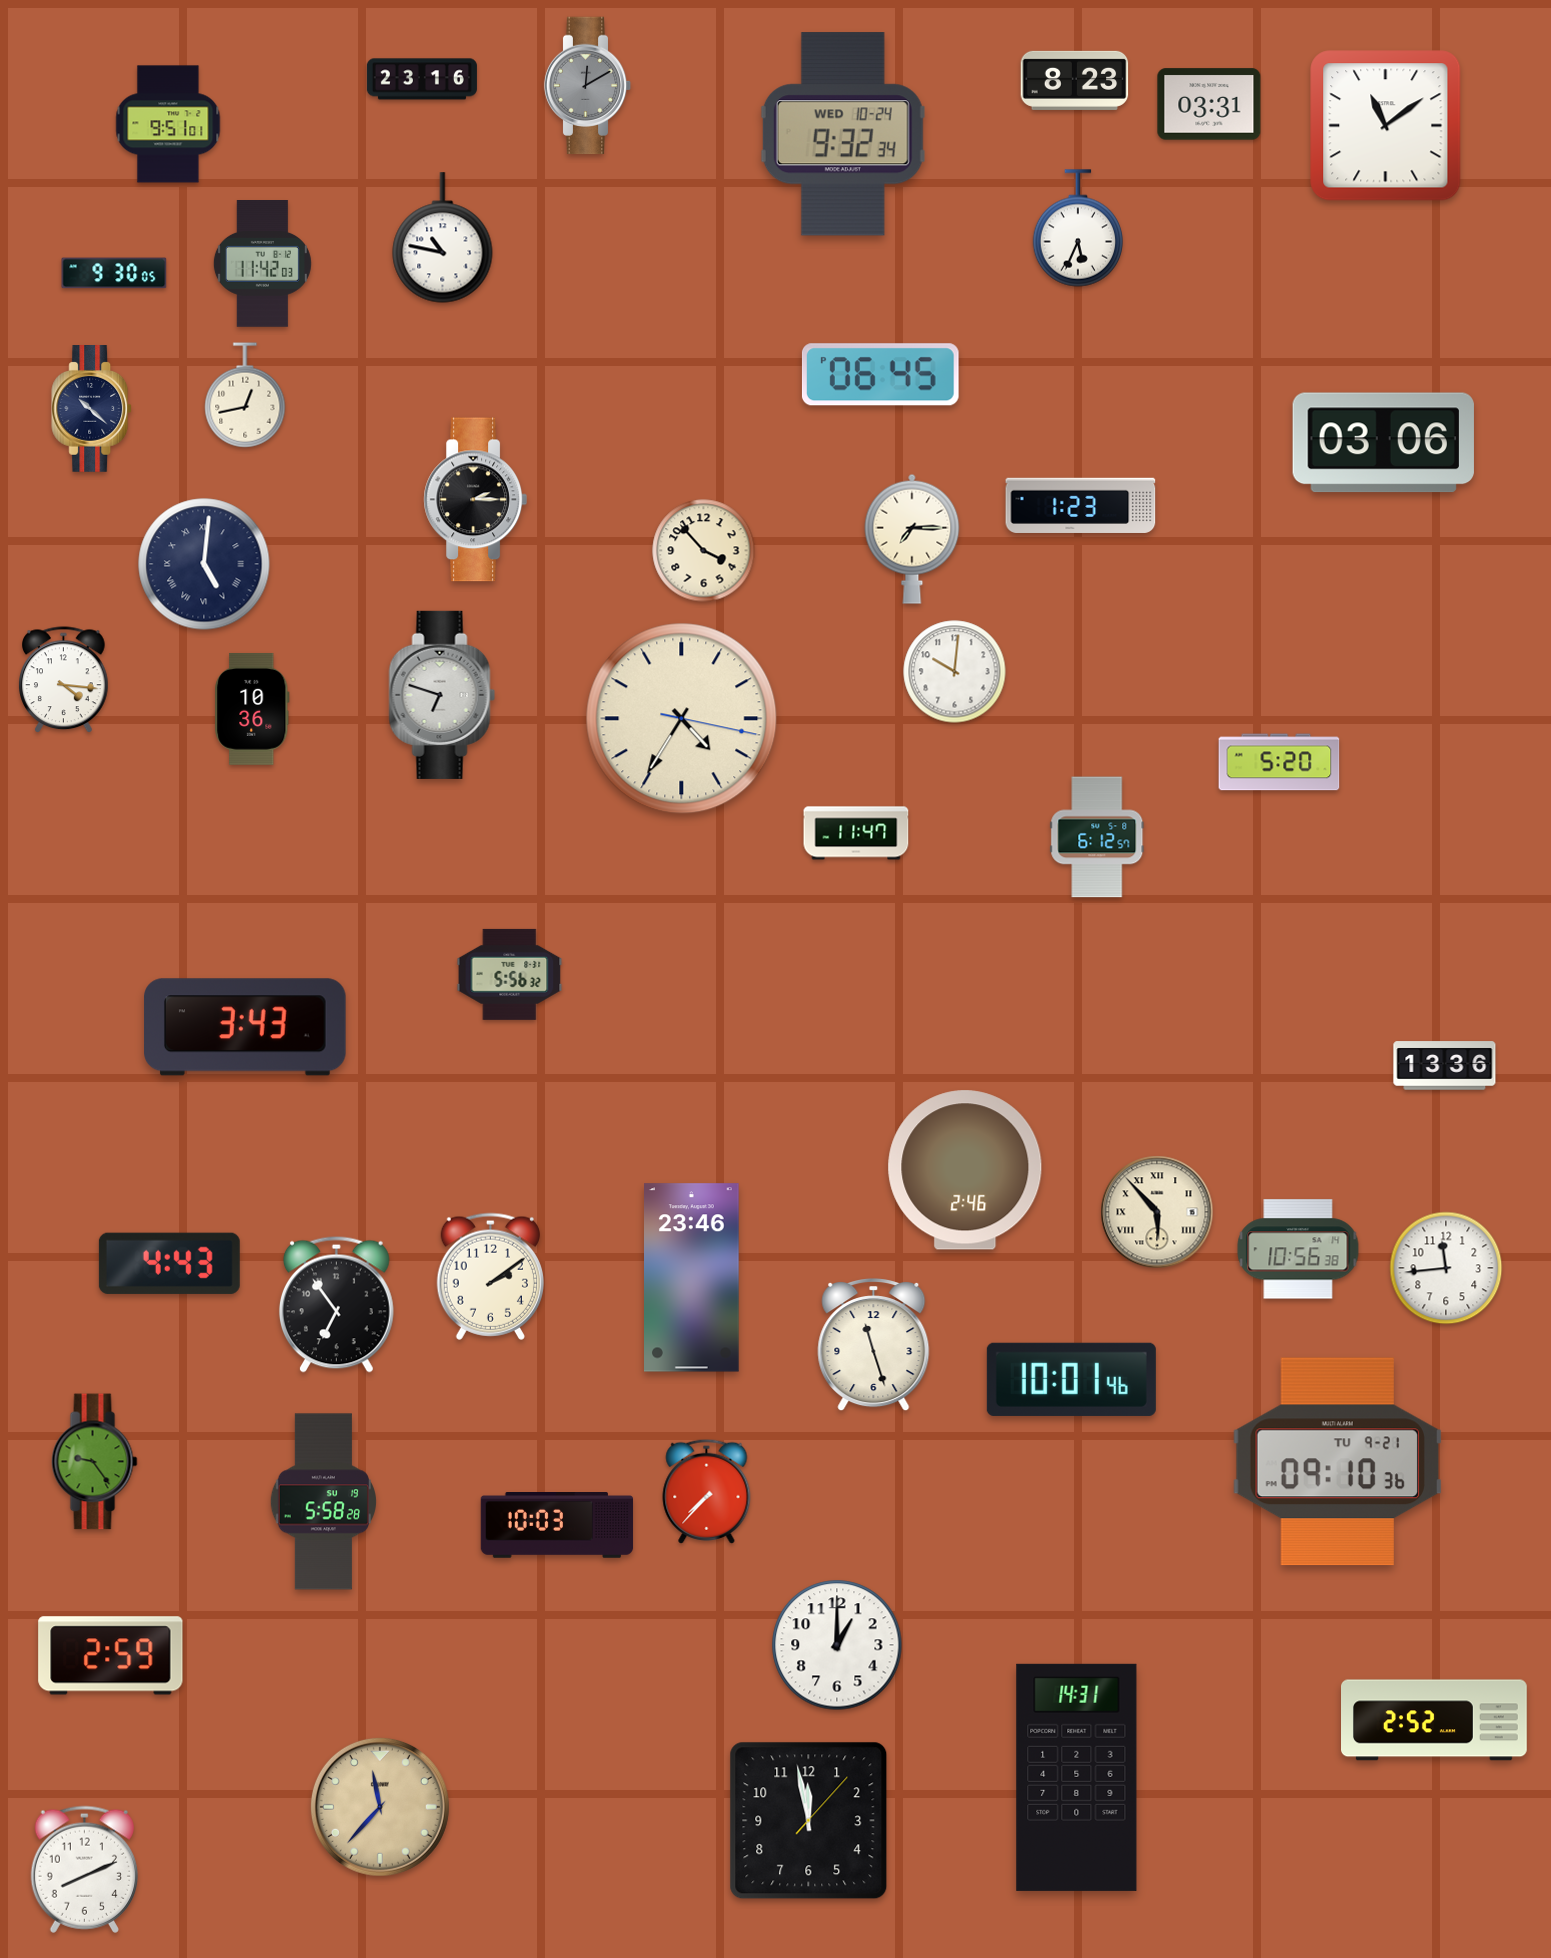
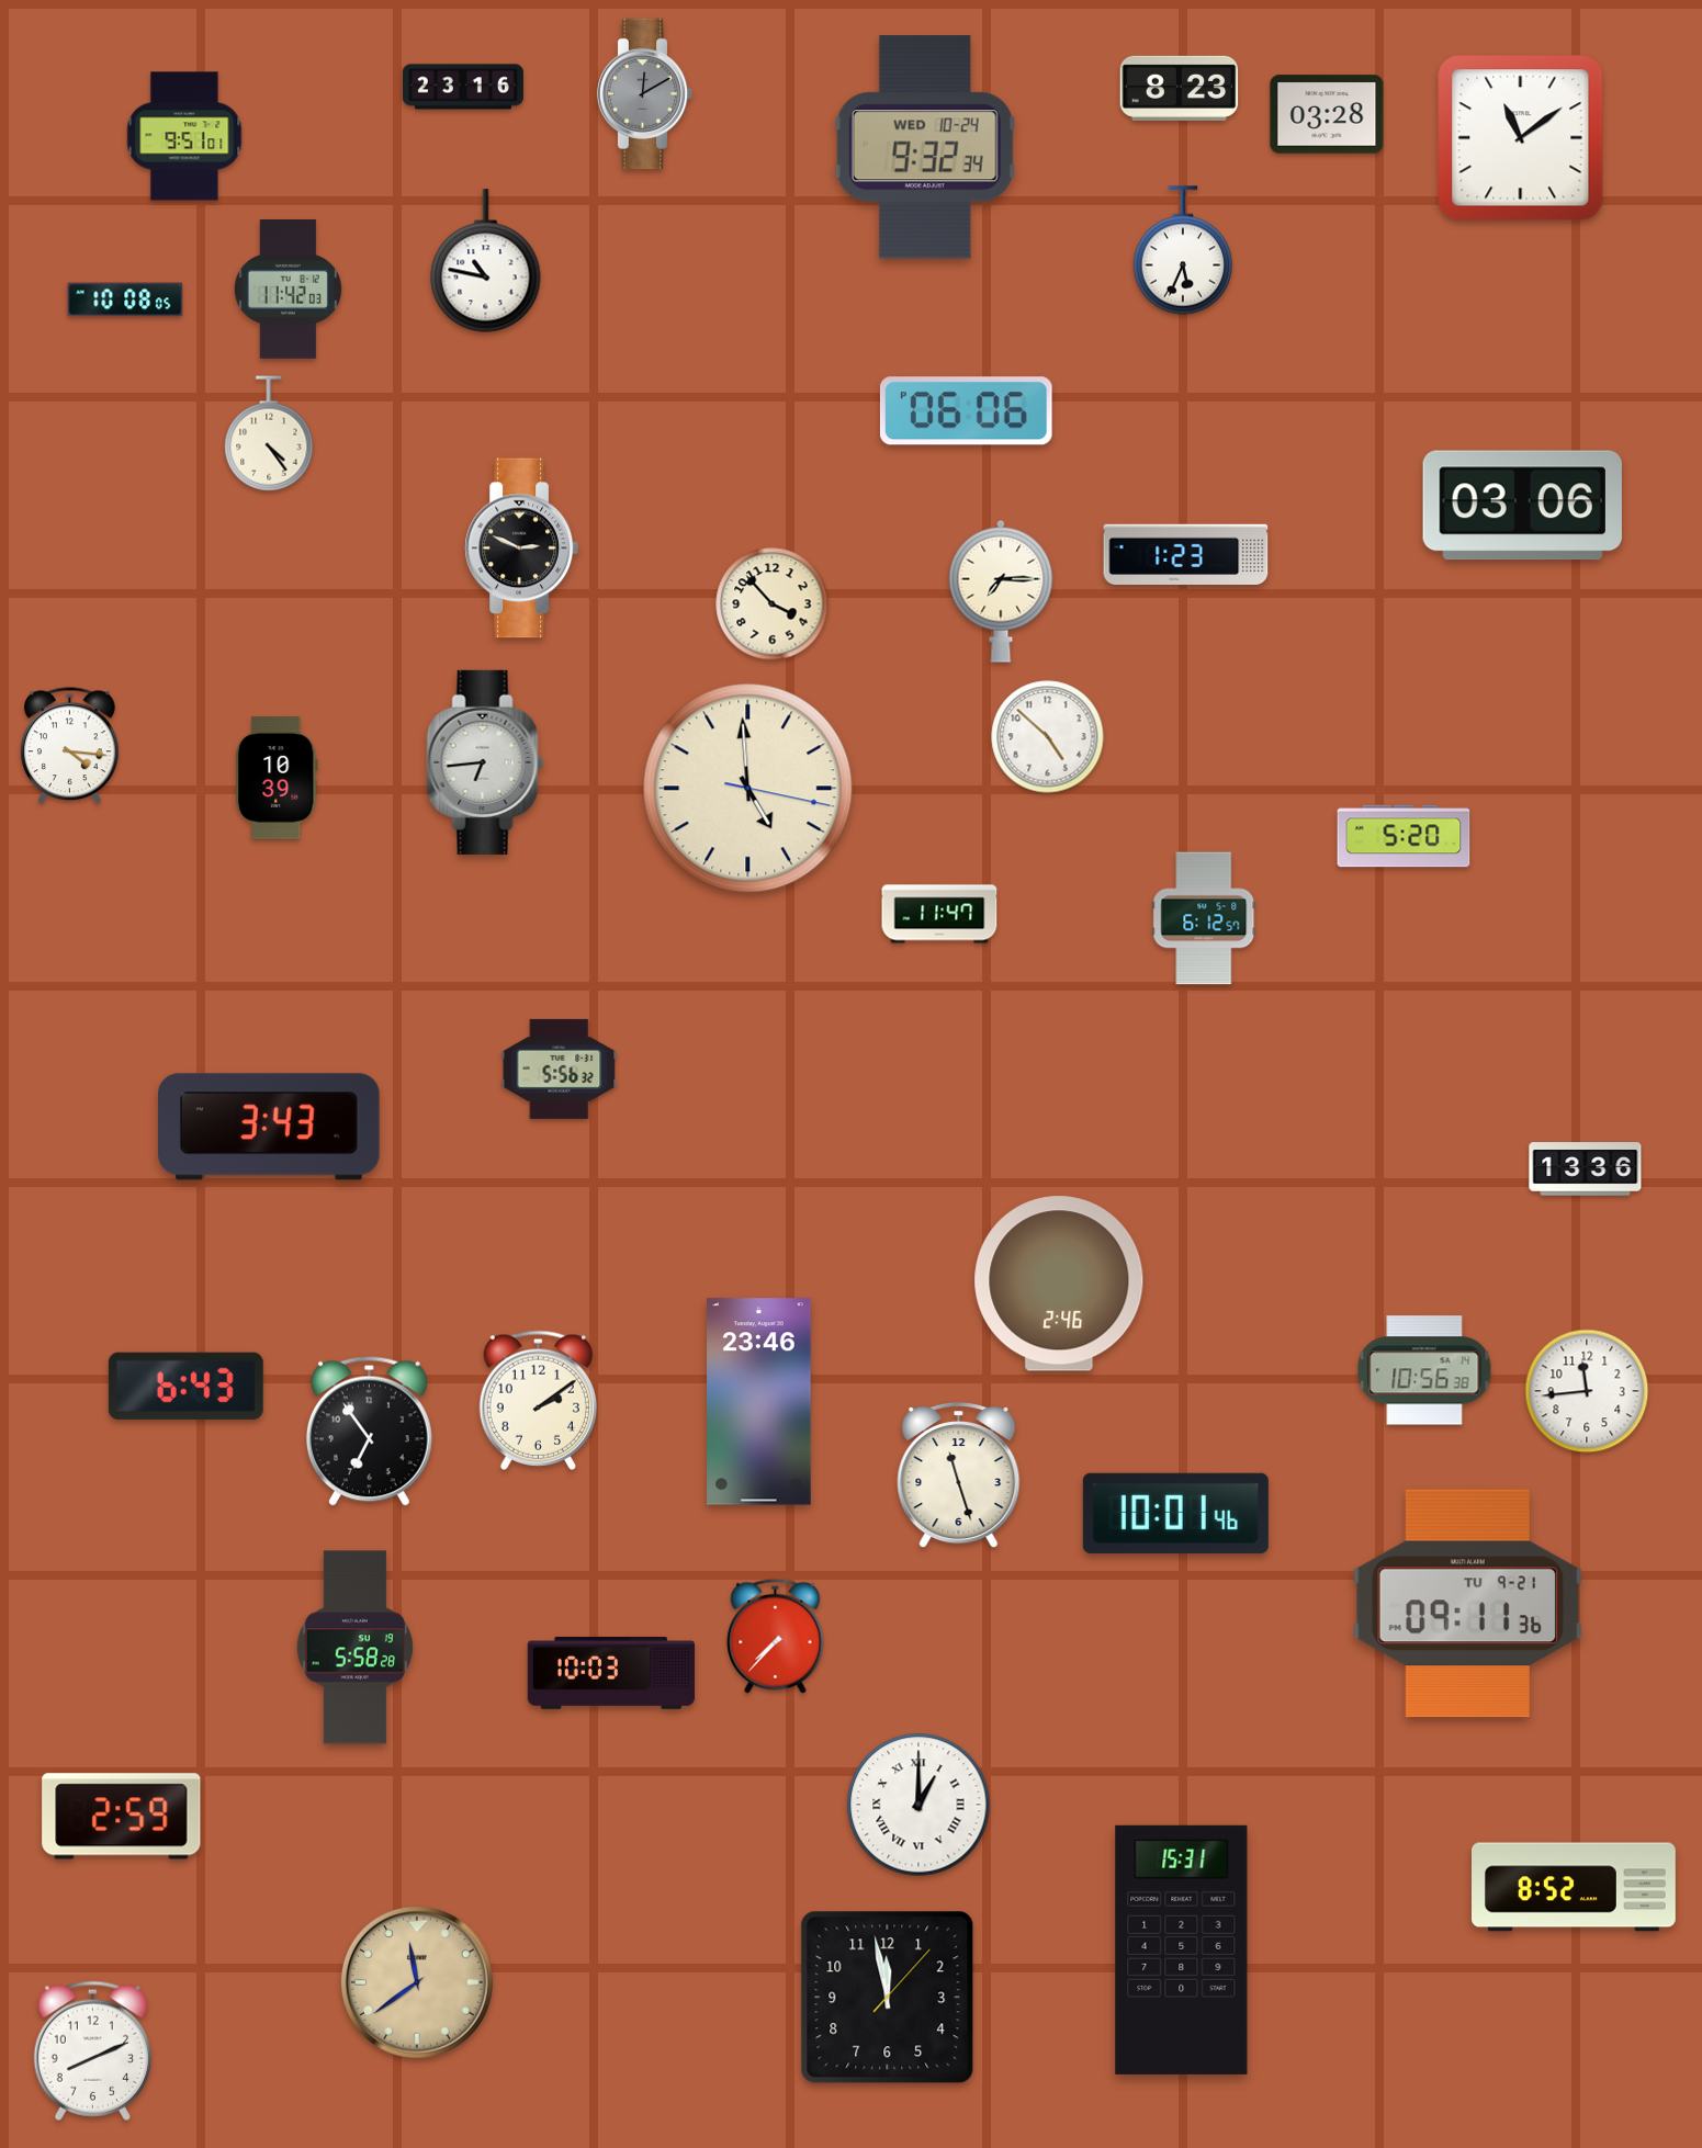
clock at (1209, 104): 03:31 -> 03:28
clock at (114, 273): 9:30 -> 10:08
clock at (880, 375): 06:45 -> 06:06
clock at (245, 395): 12:43 -> 4:24
clock at (92, 409): 10:22 -> none
clock at (1383, 443) position: (1383, 443) -> (1522, 506)
clock at (475, 500): 2:15 -> 2:49
clock at (204, 564): 5:01 -> none
clock at (955, 672): 10:01 -> 4:52
clock at (442, 695): 6:48 -> 6:44
clock at (252, 709): 10:36 -> 10:39
clock at (682, 719): 4:35 -> 4:59
clock at (1157, 1212): 5:53 -> none
clock at (169, 1263): 4:43 -> 6:43
clock at (95, 1462): 9:24 -> none
clock at (1337, 1462): 09:10 -> 09:11
clock at (837, 1645) numerals: Arabic -> Roman
clock at (1435, 1720): 2:52 -> 8:52
clock at (1077, 1777): 14:31 -> 15:31
clock at (380, 1807): 11:37 -> 11:39
